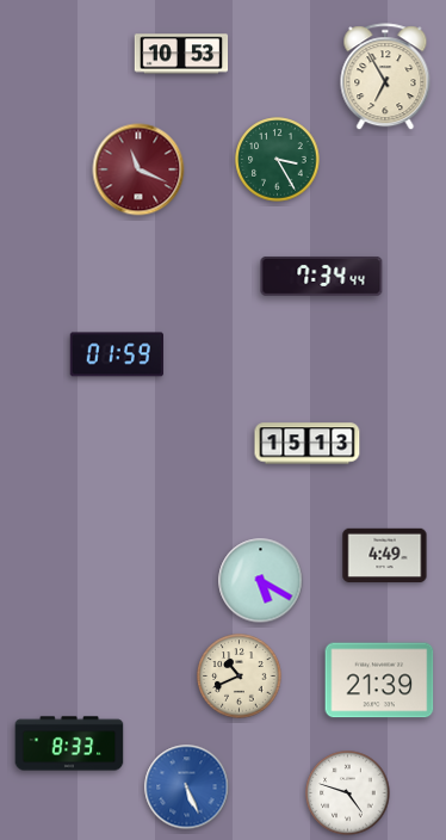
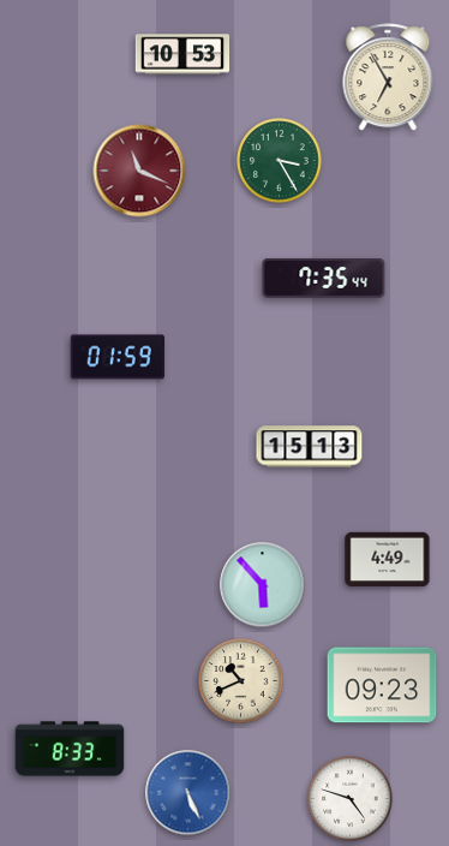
clock at (322, 276): 7:34 -> 7:35
clock at (261, 581): 5:20 -> 5:53
clock at (379, 680): 21:39 -> 09:23
